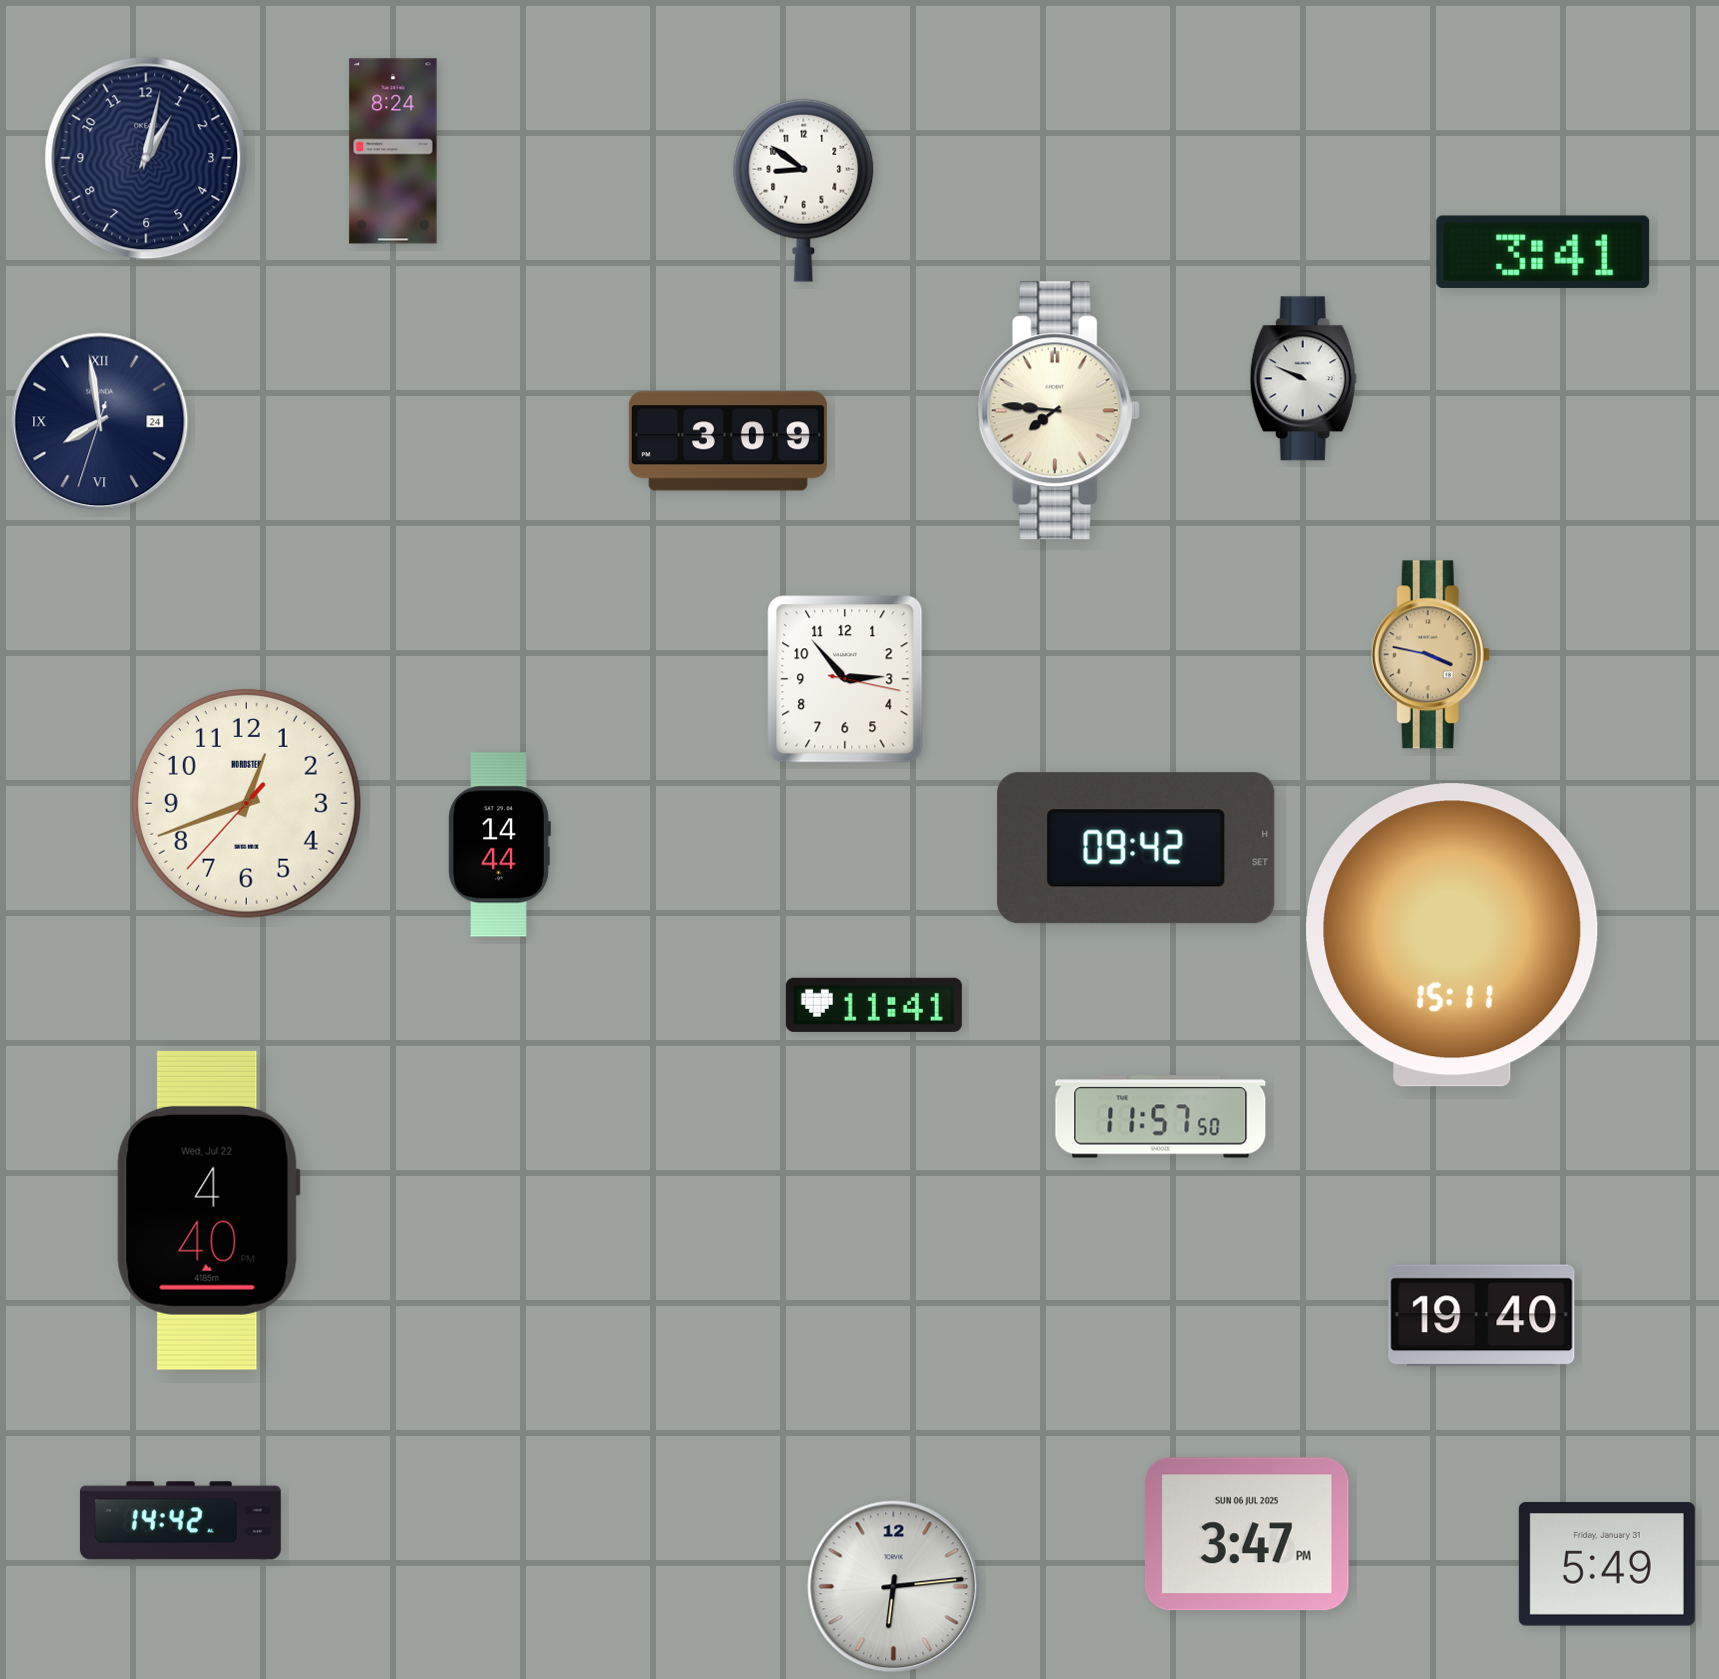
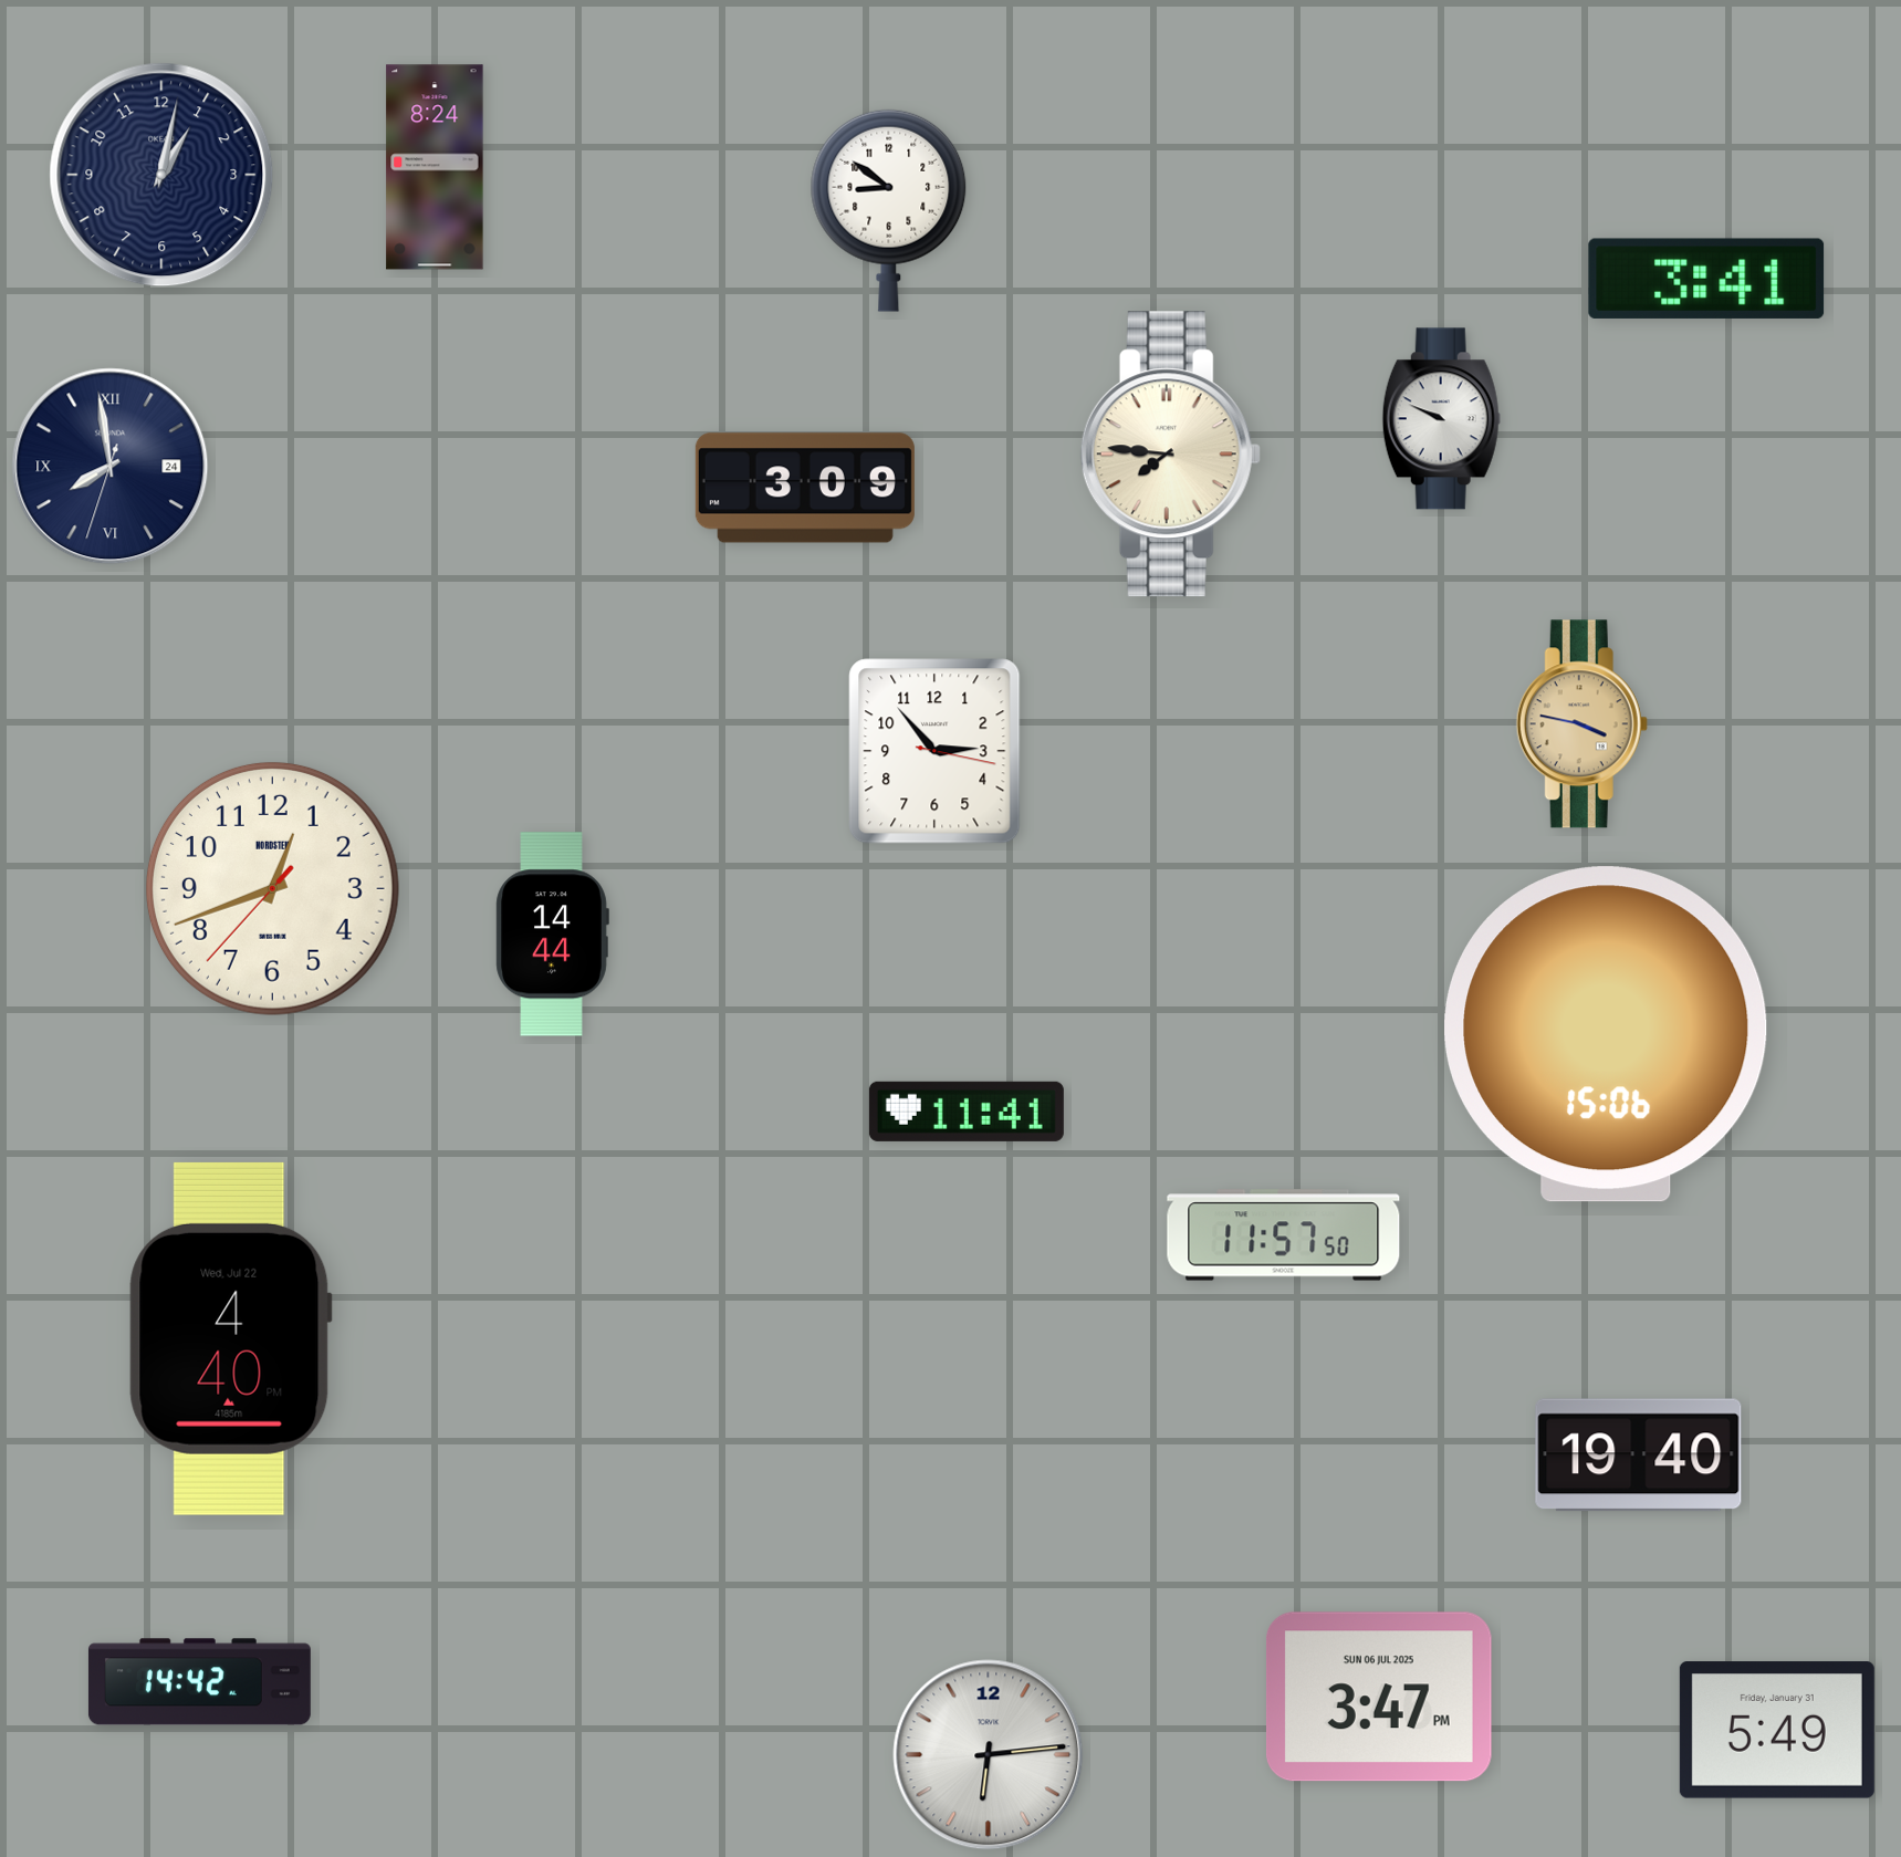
clock at (1136, 848): 09:42 -> none
clock at (1452, 935): 15:11 -> 15:06
